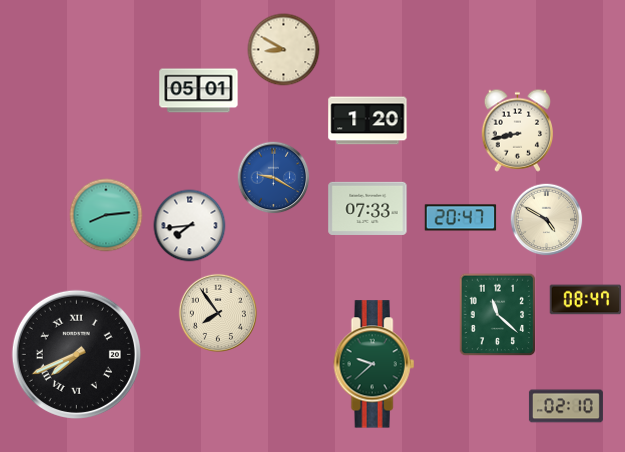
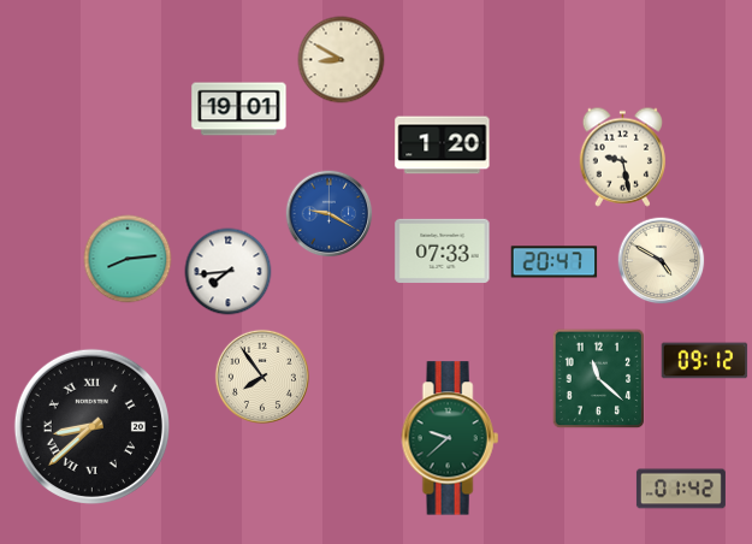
clock at (199, 91): 05:01 -> 19:01
clock at (518, 130): 8:43 -> 9:28
clock at (547, 220) position: (547, 220) -> (662, 261)
clock at (586, 300): 08:47 -> 09:12
clock at (76, 354): 7:41 -> 8:38
clock at (566, 406): 02:10 -> 01:42
